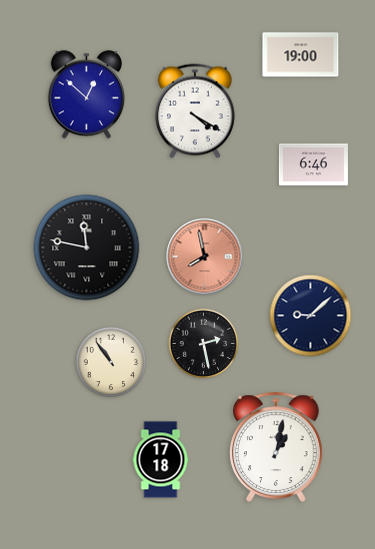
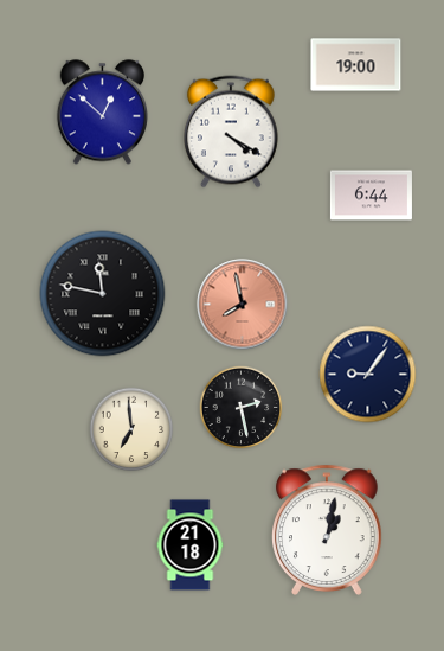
clock at (313, 165): 6:46 -> 6:44
clock at (311, 316): 9:08 -> 9:06
clock at (111, 362): 10:54 -> 6:59
clock at (161, 460): 17:18 -> 21:18
